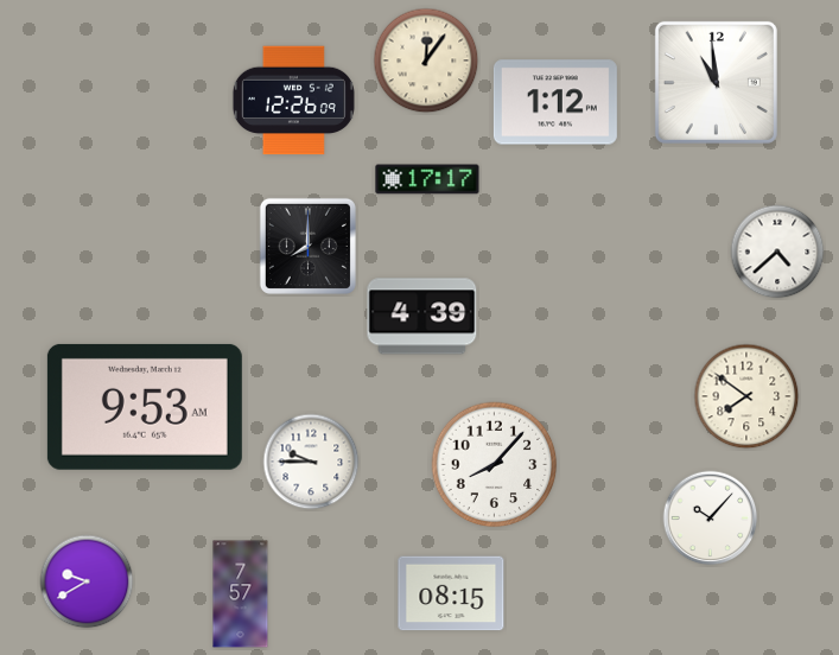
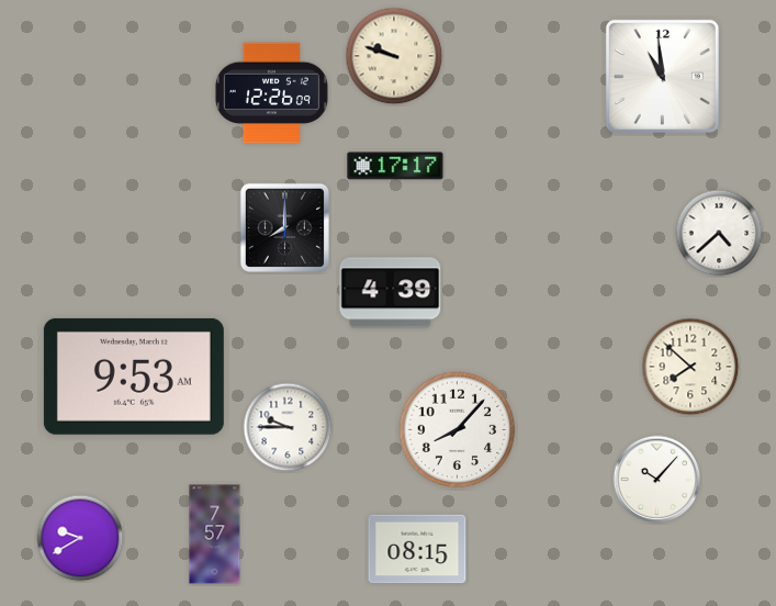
clock at (426, 61): 12:06 -> 9:48
clock at (555, 102): 1:12 -> none
clock at (746, 396): 7:51 -> 7:52
clock at (241, 594) position: (241, 594) -> (215, 535)
